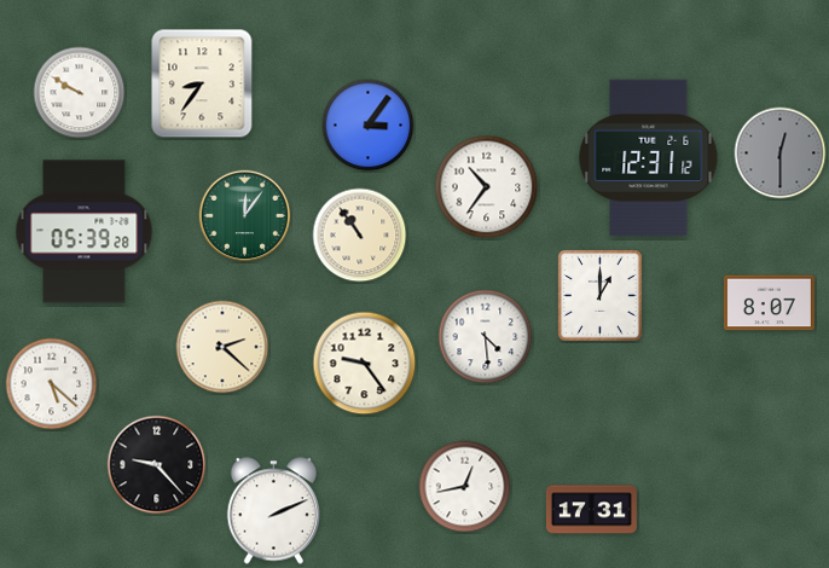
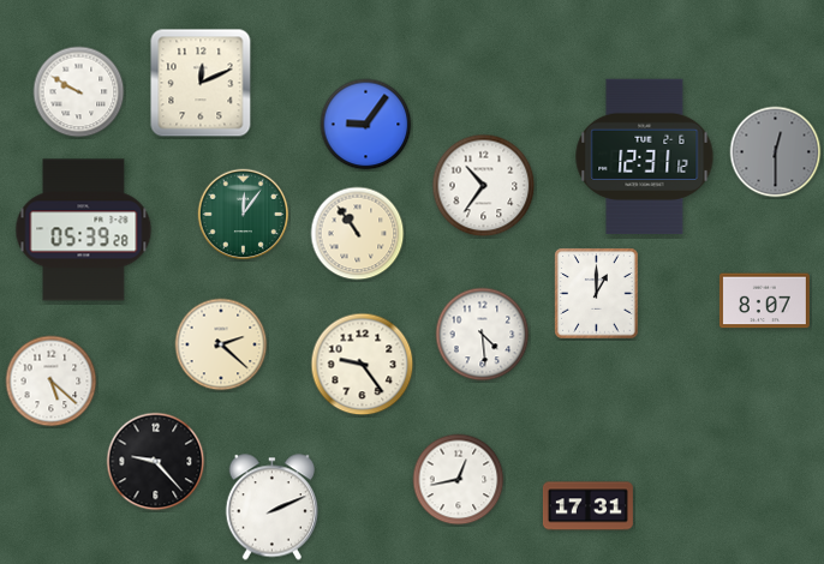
clock at (202, 83): 8:36 -> 12:11
clock at (369, 126): 3:06 -> 9:06
clock at (365, 364) position: (365, 364) -> (363, 365)
clock at (465, 487) position: (465, 487) -> (459, 480)
